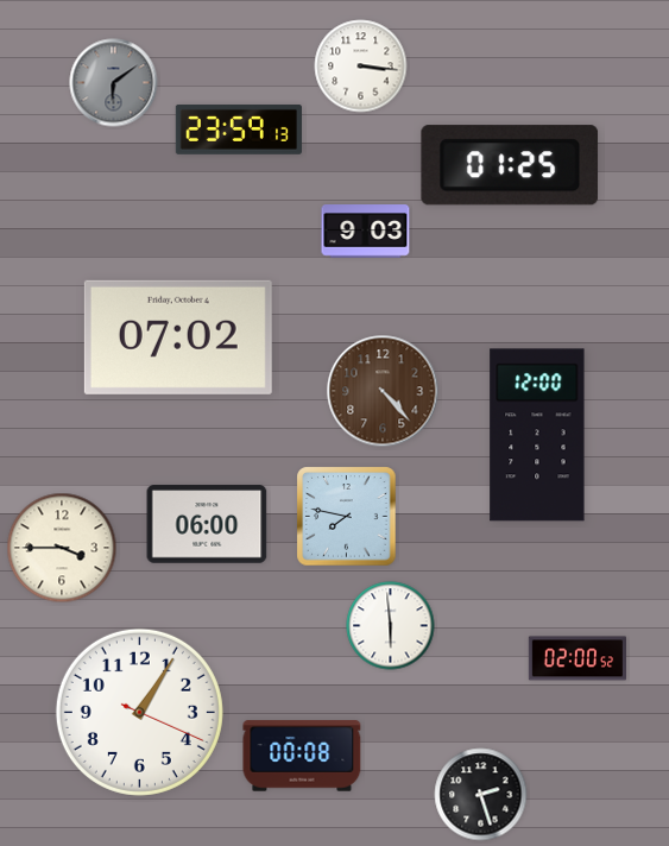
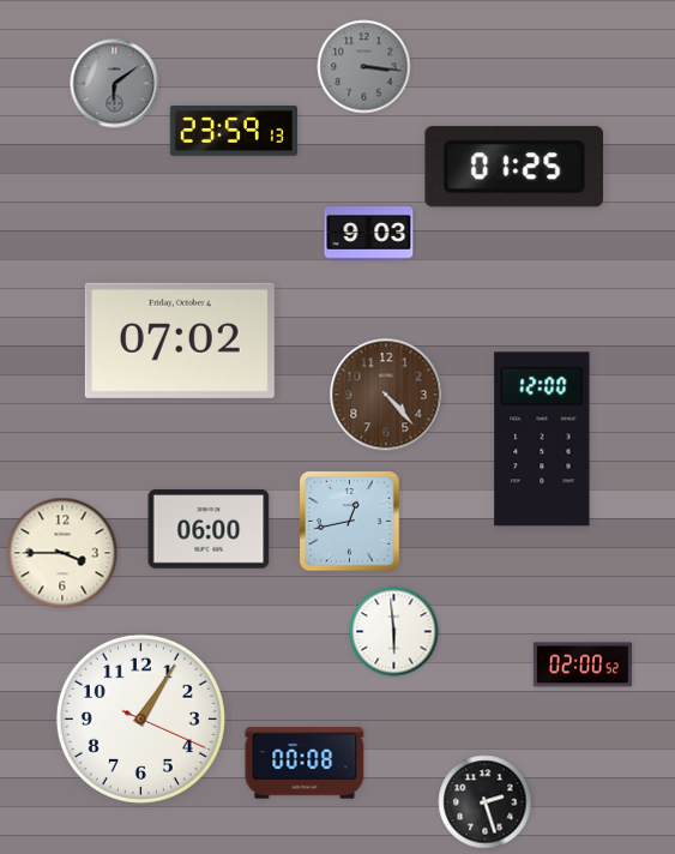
clock at (361, 67) dial: white -> grey
clock at (239, 130) position: (239, 130) -> (234, 131)
clock at (347, 517): 7:47 -> 12:43
